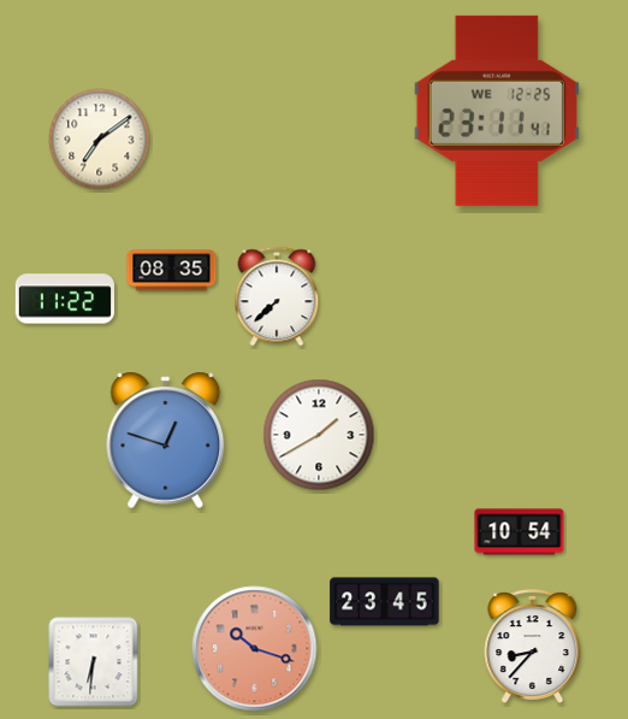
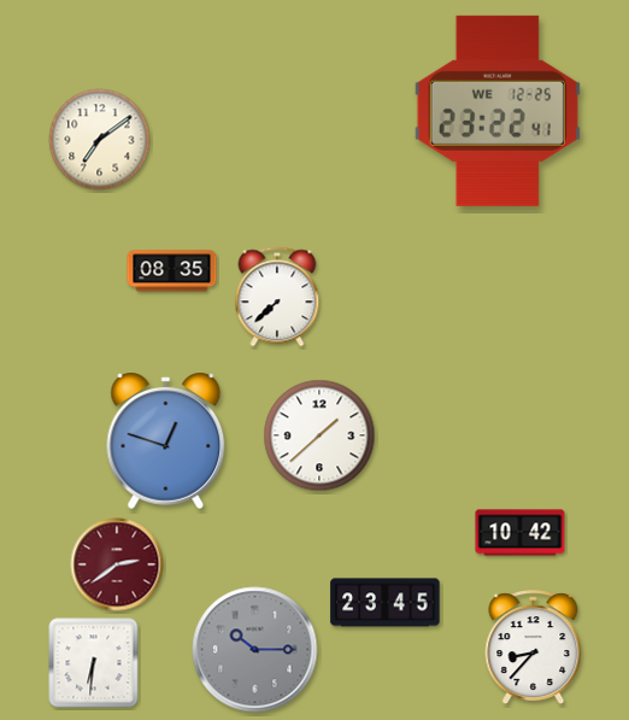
clock at (497, 111): 23:11 -> 23:22
clock at (64, 299): 11:22 -> none
clock at (319, 435): 1:40 -> 1:38
clock at (520, 532): 10:54 -> 10:42
clock at (117, 564): none -> 2:39
clock at (255, 649): 10:18 -> 10:15
clock at (255, 649) dial: salmon -> grey
